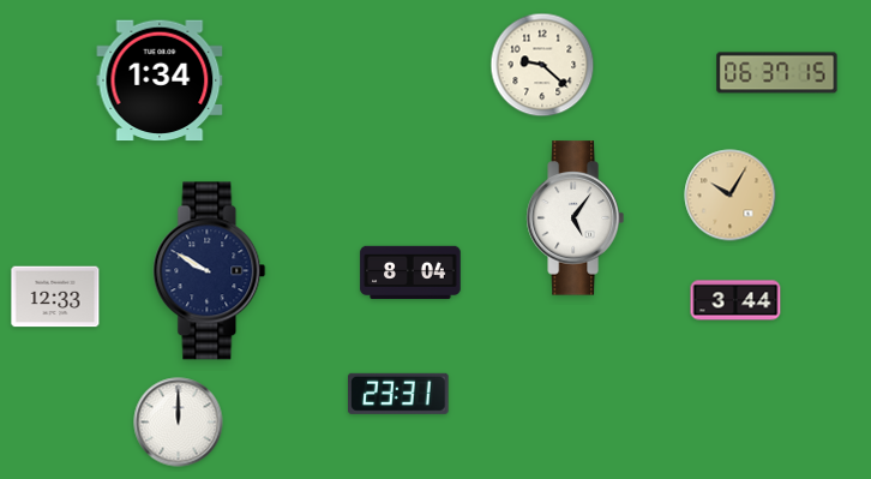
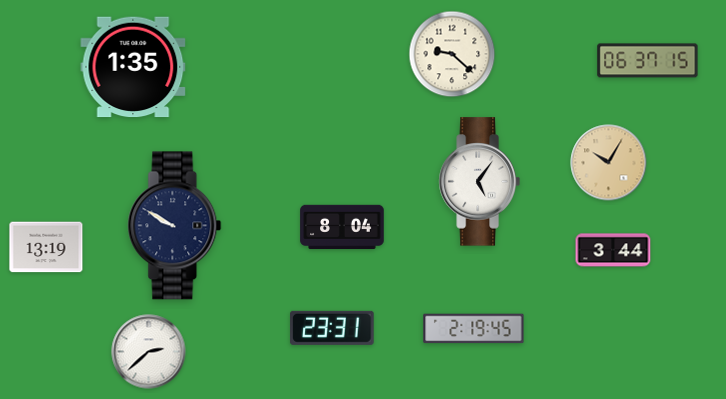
clock at (160, 80): 1:34 -> 1:35
clock at (55, 297): 12:33 -> 13:19
clock at (474, 329): none -> 2:19
clock at (179, 423): 12:00 -> 2:38
